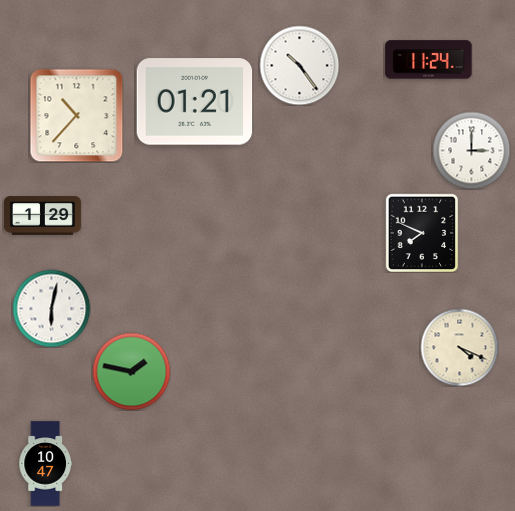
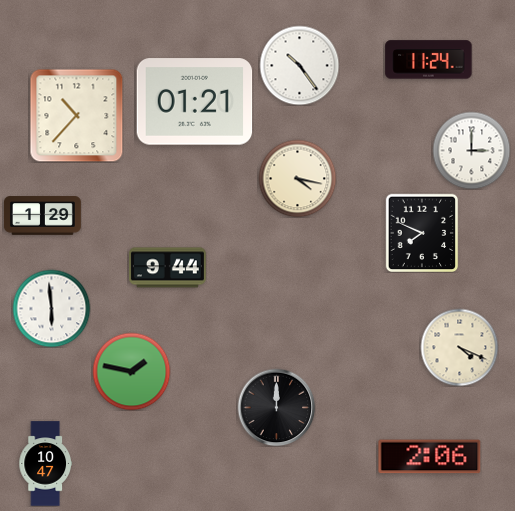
clock at (297, 178): none -> 4:17
clock at (167, 268): none -> 9:44
clock at (51, 308): 6:02 -> 5:59
clock at (276, 407): none -> 12:00
clock at (430, 457): none -> 2:06
